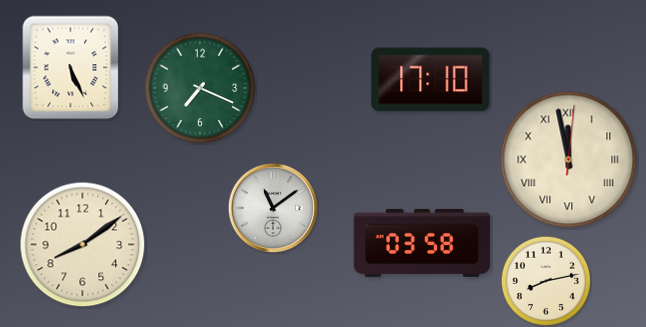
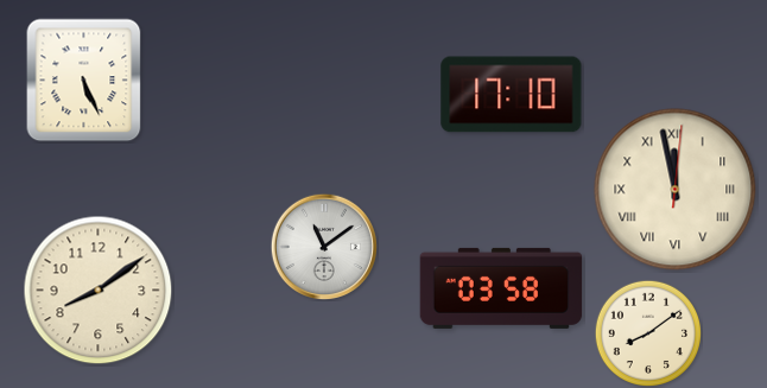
clock at (200, 88): 7:19 -> none
clock at (545, 280): 8:13 -> 8:09
